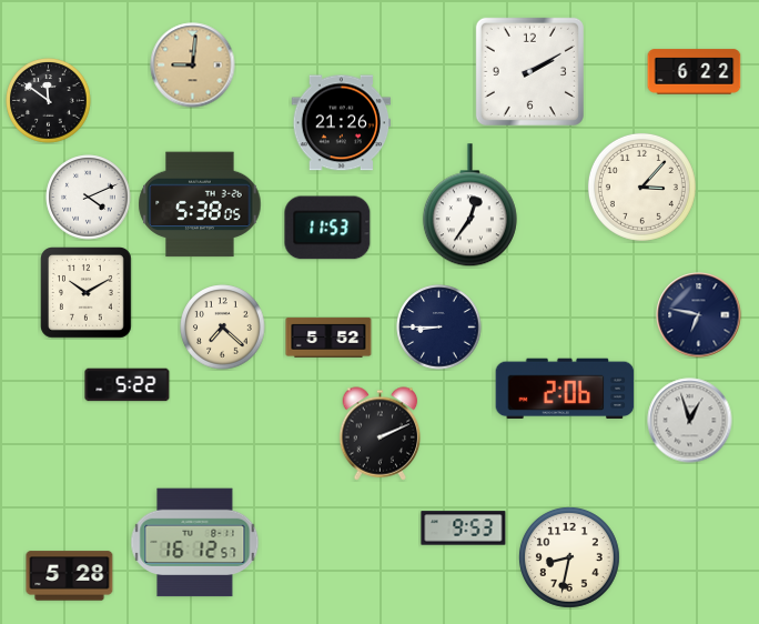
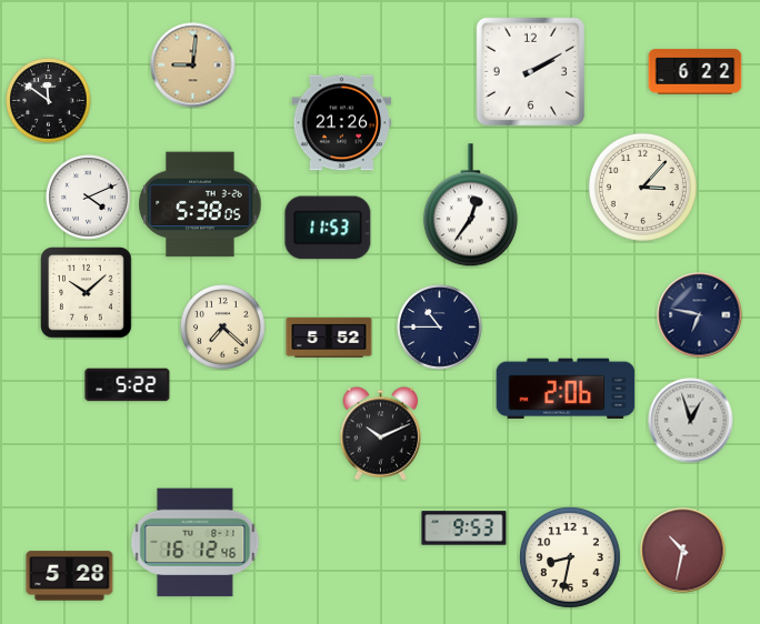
clock at (87, 293): 10:10 -> 10:08
clock at (439, 328): 8:45 -> 10:45
clock at (381, 434): 2:11 -> 10:11
clock at (195, 543): 16:12:57 -> 16:12:46
clock at (683, 551): none -> 10:32
